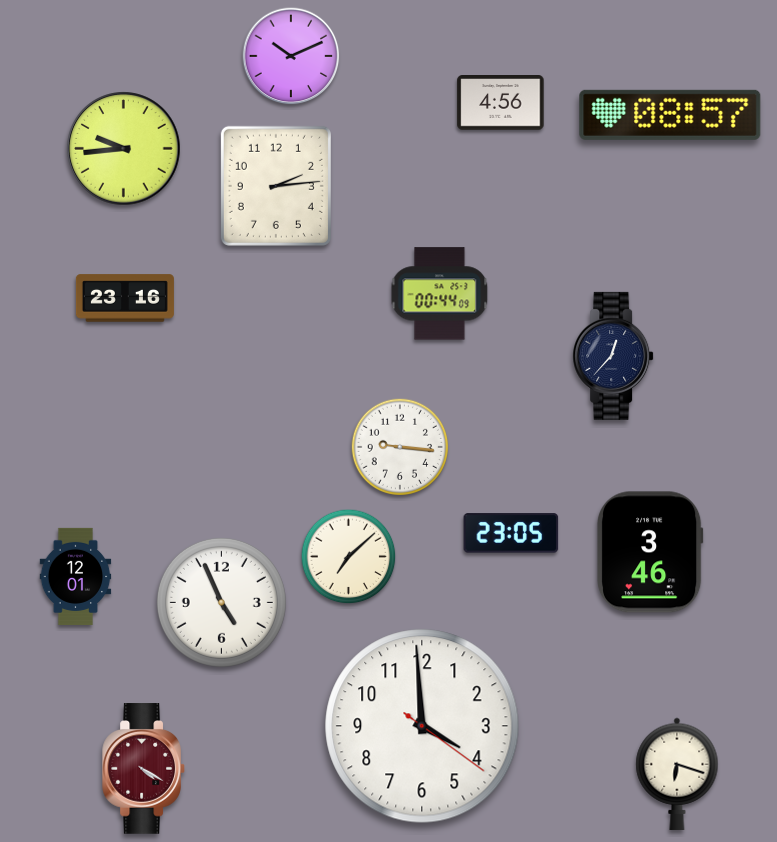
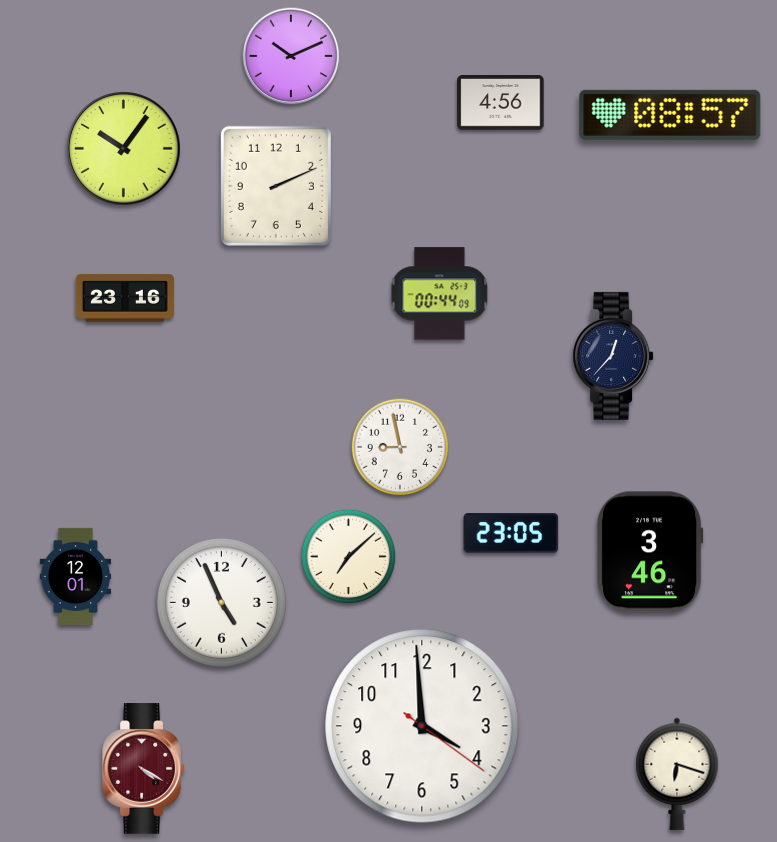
clock at (124, 149): 9:44 -> 10:06
clock at (276, 186): 2:14 -> 2:11
clock at (399, 446): 9:16 -> 8:58
